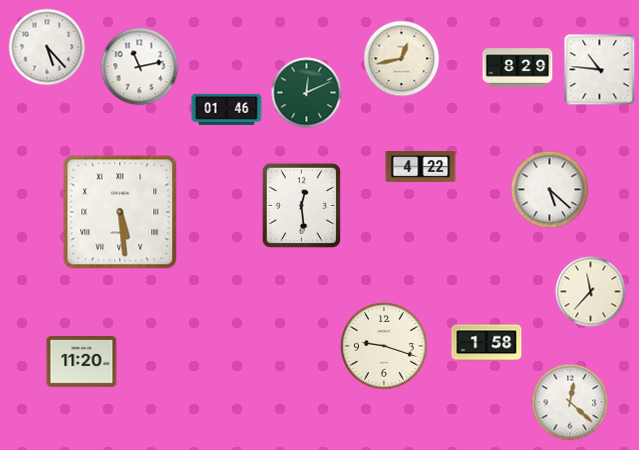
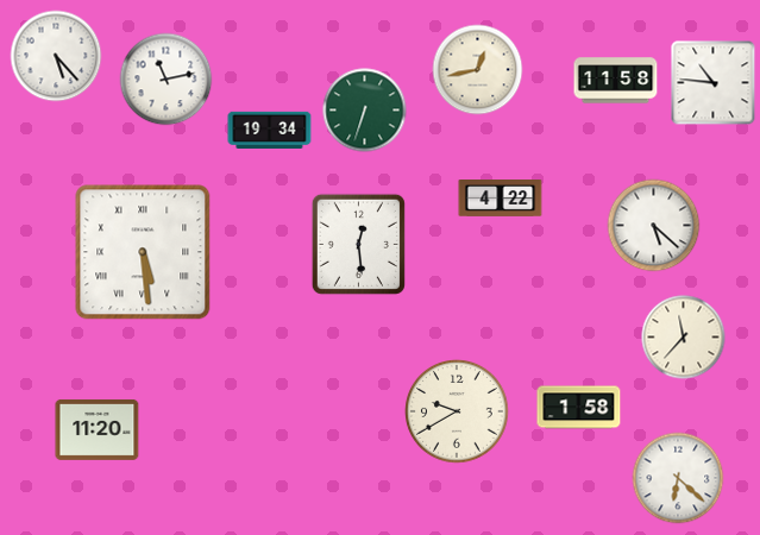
clock at (518, 68): 8:29 -> 11:58
clock at (307, 93): 12:11 -> 6:33
clock at (227, 109): 01:46 -> 19:34
clock at (591, 292) position: (591, 292) -> (684, 338)
clock at (385, 347): 9:18 -> 9:40
clock at (570, 402): 12:22 -> 6:22
